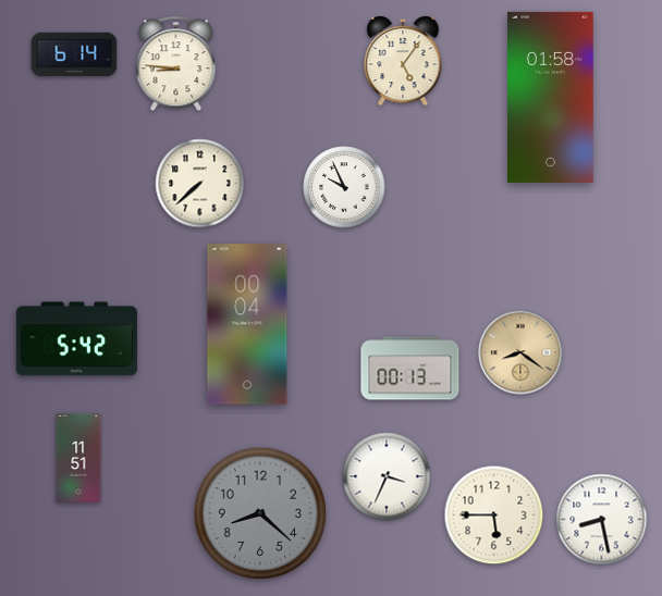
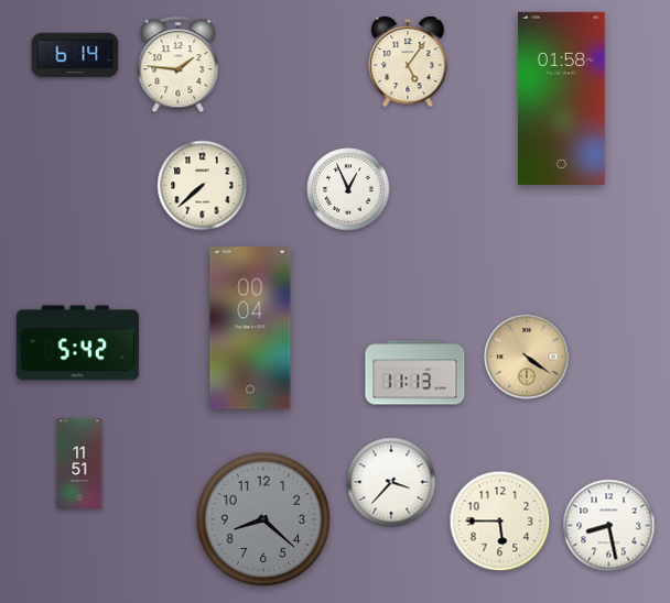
clock at (176, 64): 8:46 -> 1:46
clock at (551, 97) position: (551, 97) -> (562, 98)
clock at (344, 187): 9:56 -> 12:56
clock at (520, 352): 8:21 -> 4:21
clock at (410, 369): 00:13 -> 11:13
clock at (387, 476): 3:34 -> 3:37
